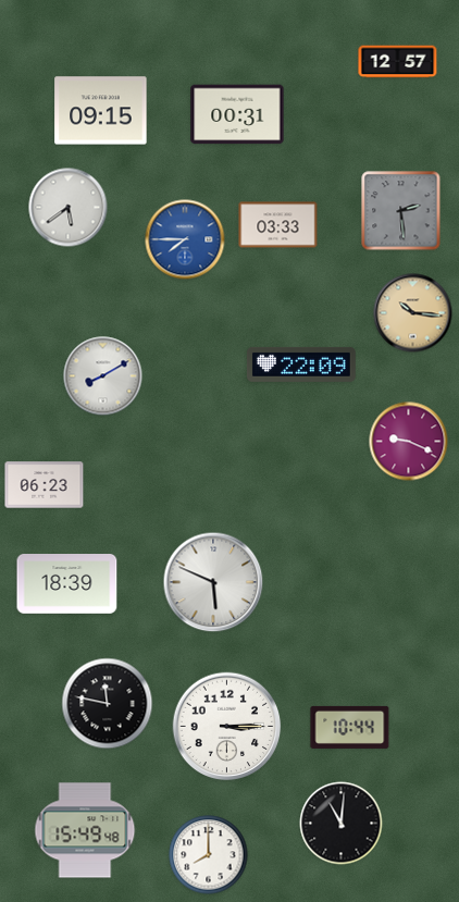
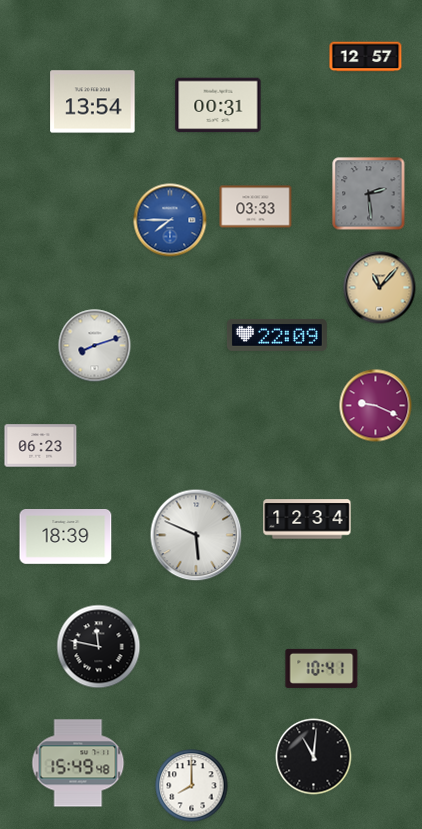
clock at (101, 111): 09:15 -> 13:54
clock at (69, 208): 5:39 -> none
clock at (413, 313): 10:16 -> 11:07
clock at (103, 376): 8:10 -> 8:12
clock at (307, 519): none -> 12:34
clock at (67, 584) position: (67, 584) -> (66, 537)
clock at (227, 727): 3:15 -> none
clock at (350, 727): 10:44 -> 10:41
